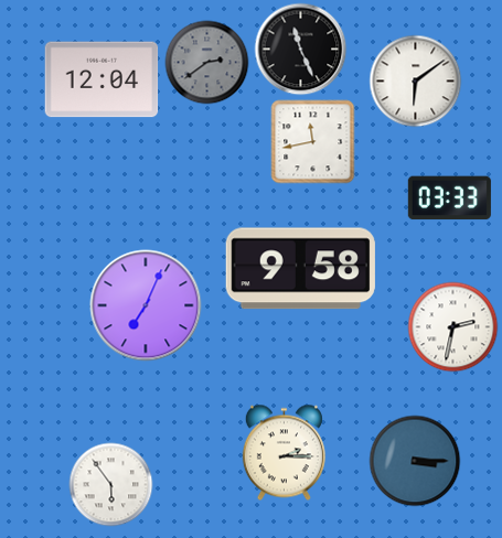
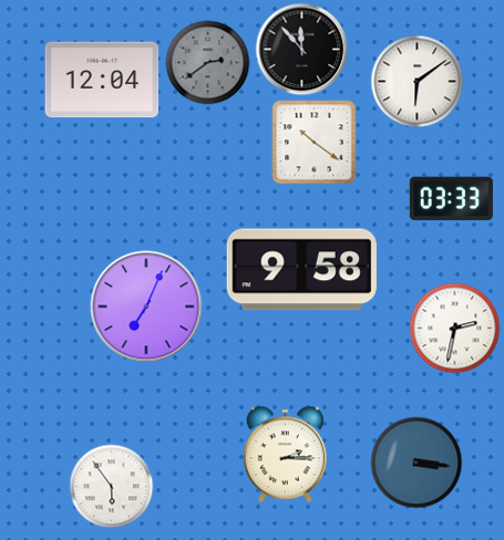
clock at (301, 50): 11:26 -> 11:53
clock at (313, 142): 11:43 -> 10:21
clock at (415, 461): 3:15 -> 3:16
